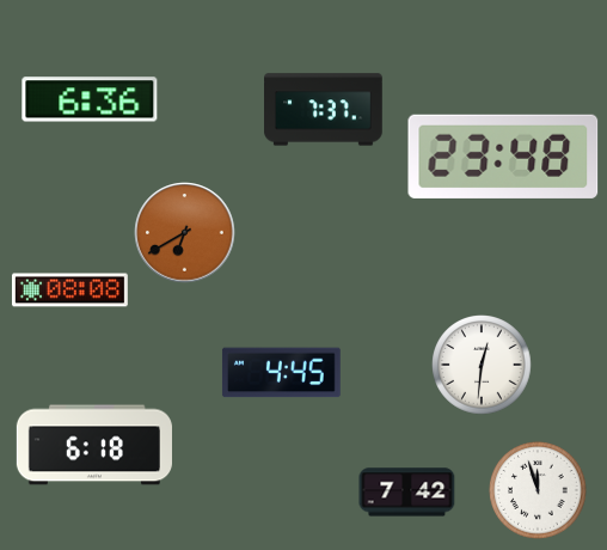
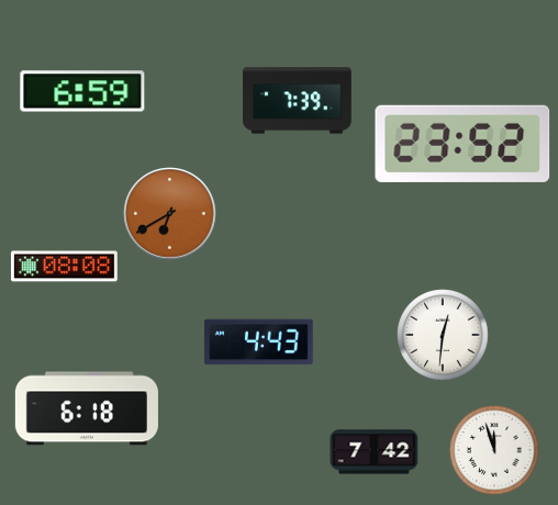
clock at (90, 99): 6:36 -> 6:59
clock at (324, 110): 7:37 -> 7:39
clock at (503, 157): 23:48 -> 23:52
clock at (282, 373): 4:45 -> 4:43
